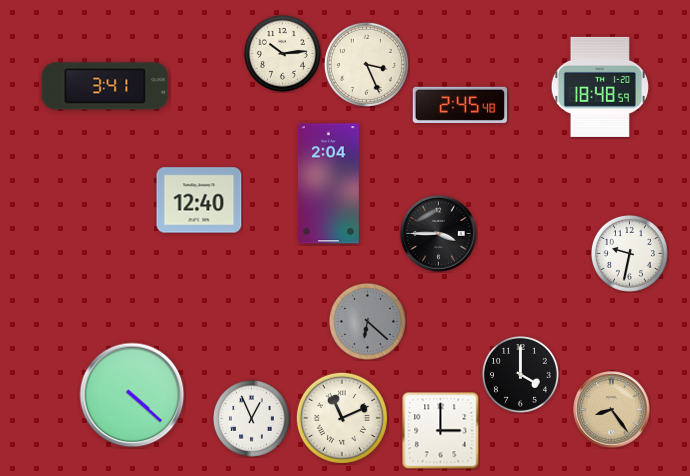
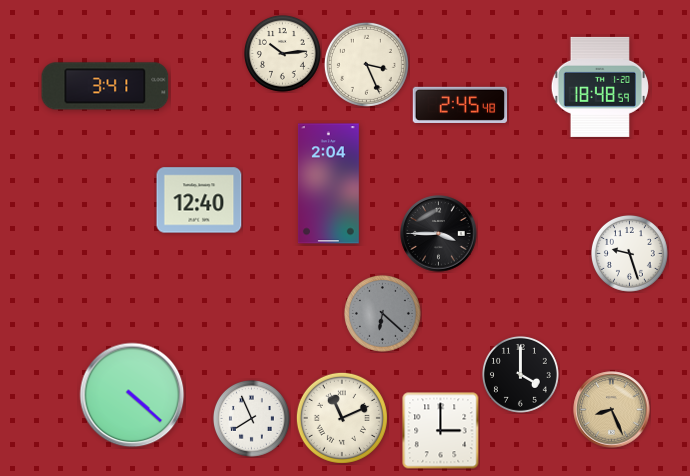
clock at (629, 253): 9:32 -> 9:27
clock at (367, 321) position: (367, 321) -> (382, 313)
clock at (612, 410): 8:24 -> 8:26
clock at (251, 418): 12:56 -> 7:56
